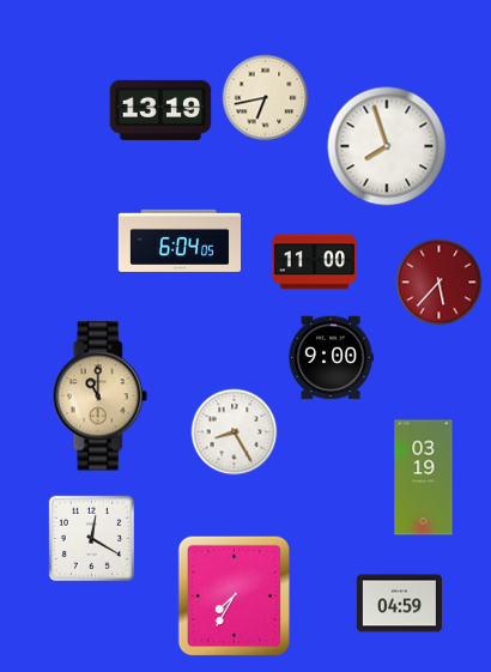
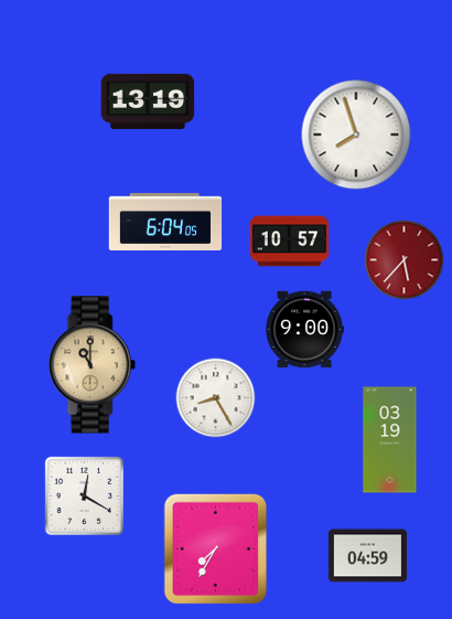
clock at (266, 98): 6:43 -> none
clock at (314, 262): 11:00 -> 10:57
